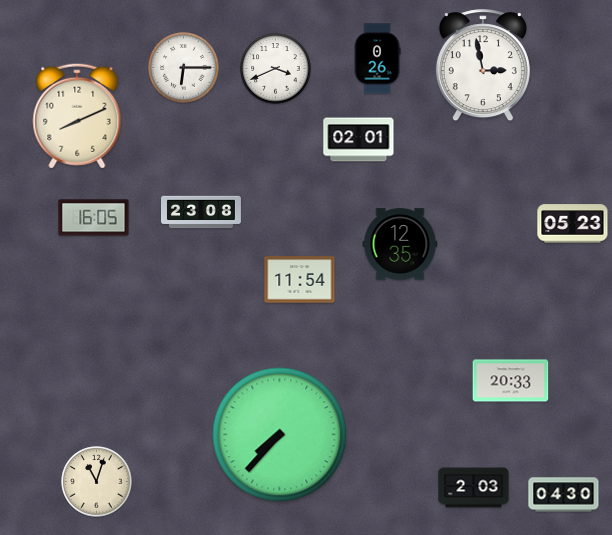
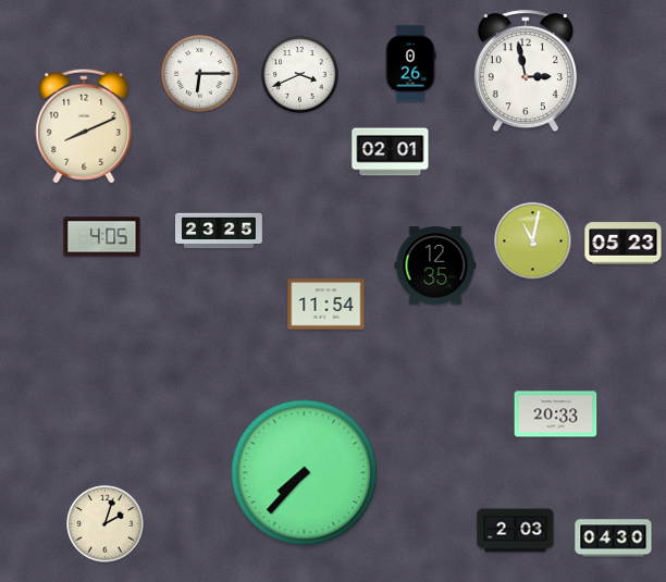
clock at (202, 212): 23:08 -> 23:25
clock at (94, 218): 16:05 -> 4:05
clock at (533, 242): none -> 11:02
clock at (97, 482): 11:03 -> 2:03
